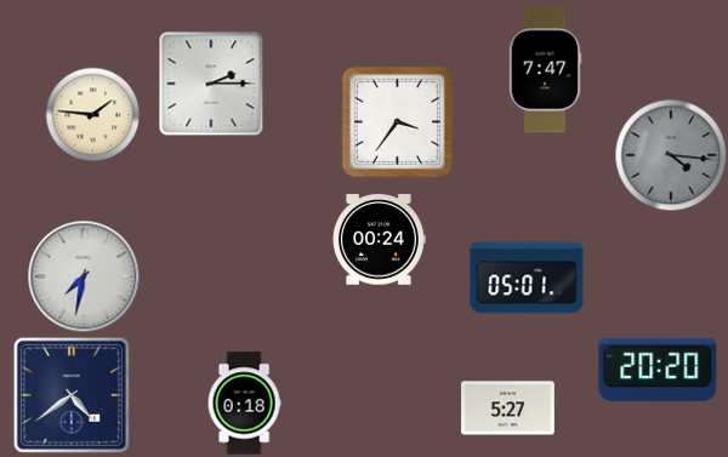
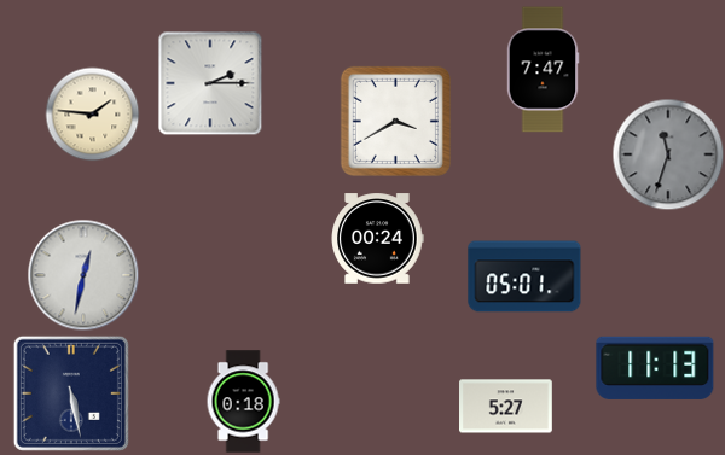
clock at (397, 121): 3:36 -> 3:40
clock at (671, 155): 4:16 -> 11:33
clock at (84, 276): 7:32 -> 12:32
clock at (658, 370): 20:20 -> 11:13
clock at (72, 395): 4:39 -> 5:28
